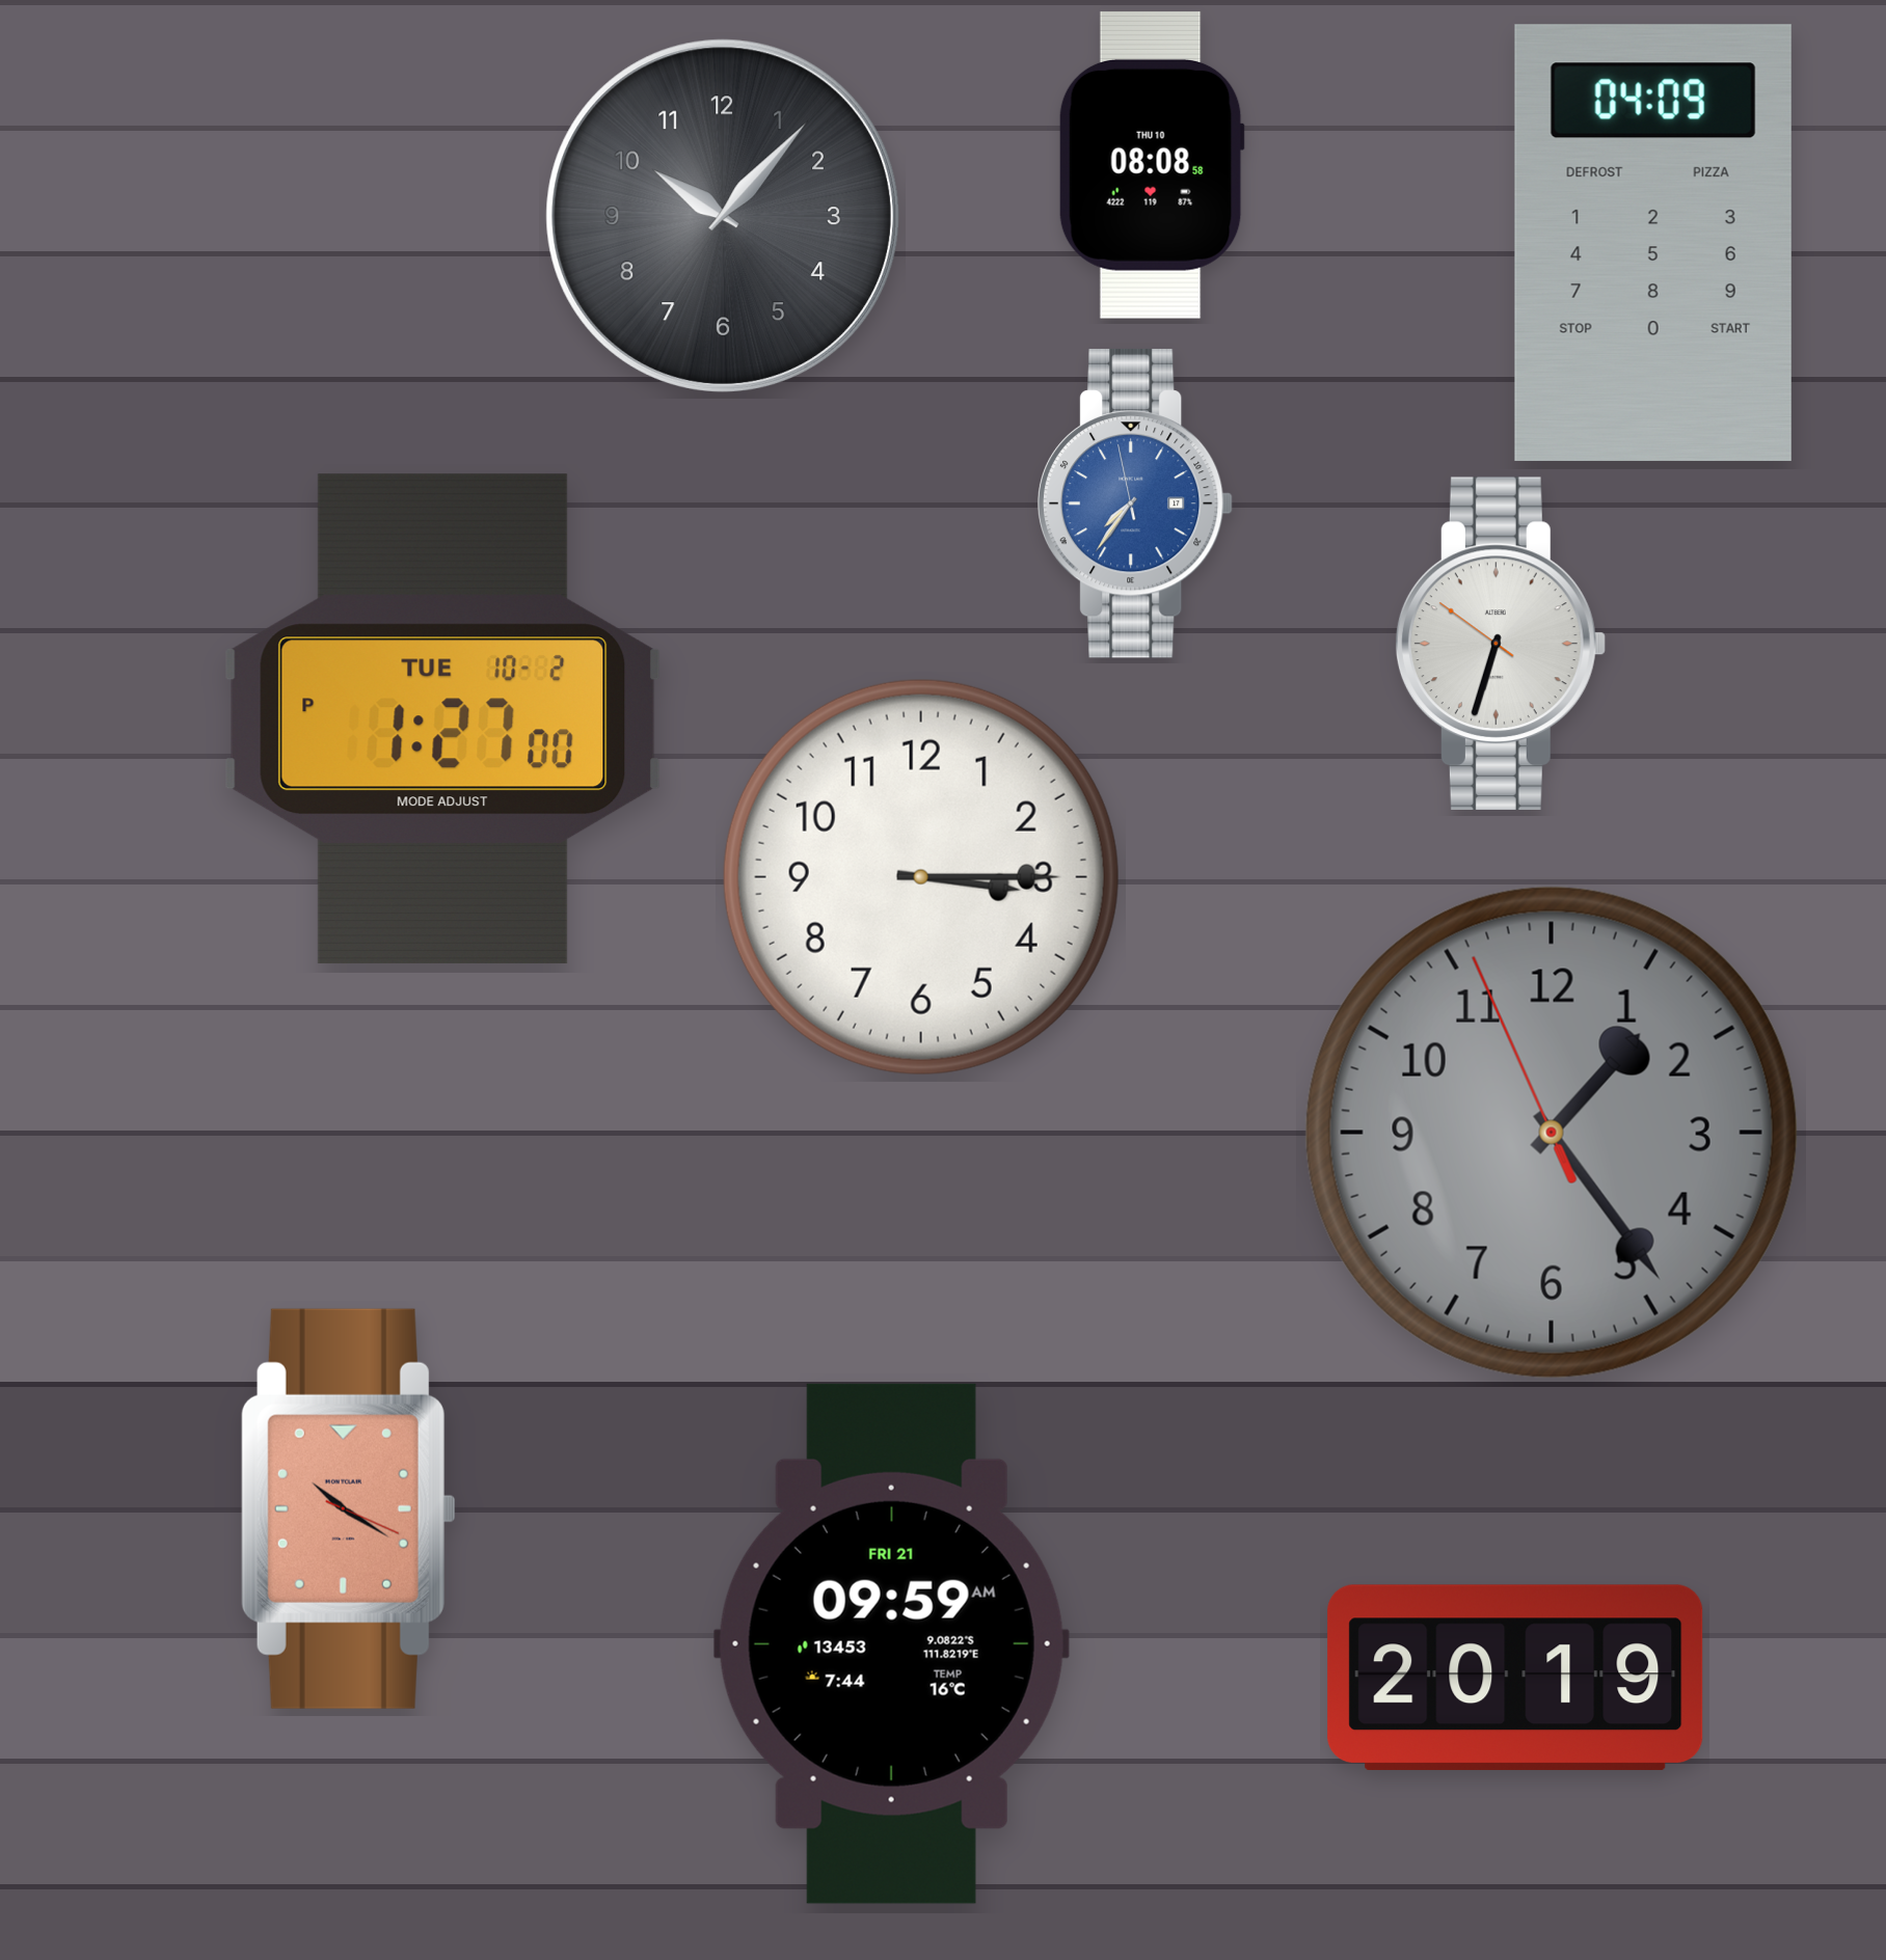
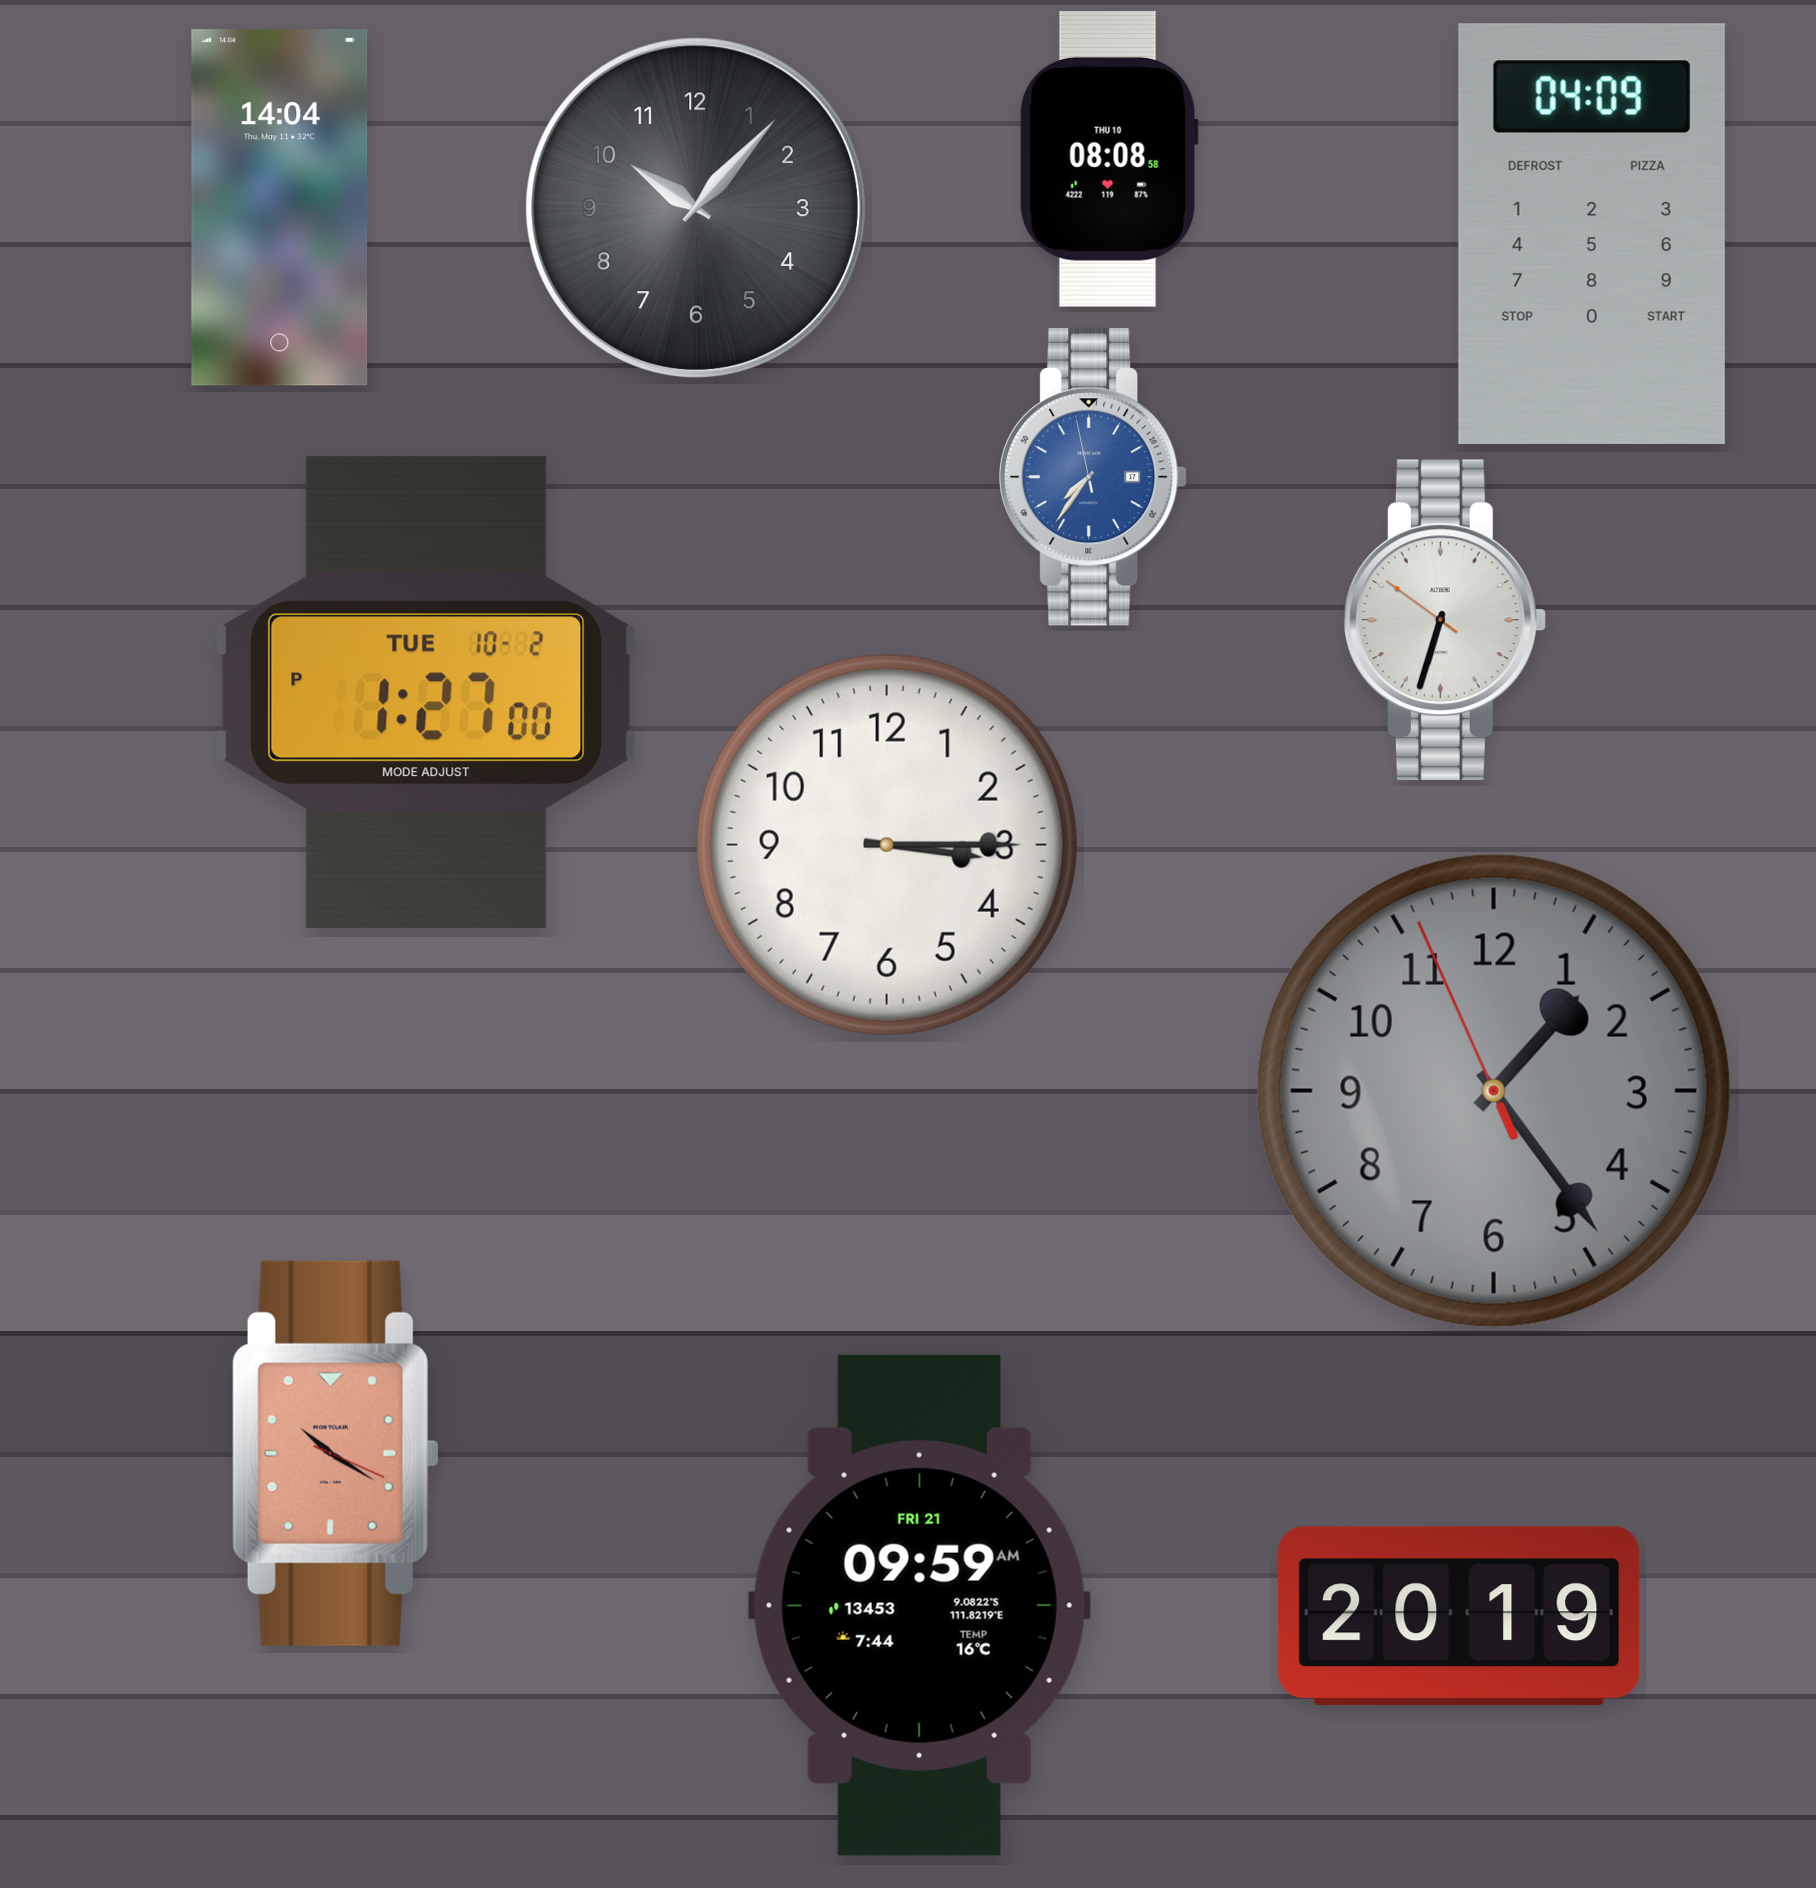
clock at (280, 208): none -> 14:04
clock at (1136, 503) position: (1136, 503) -> (1094, 477)
clock at (891, 1643) position: (891, 1643) -> (919, 1605)
